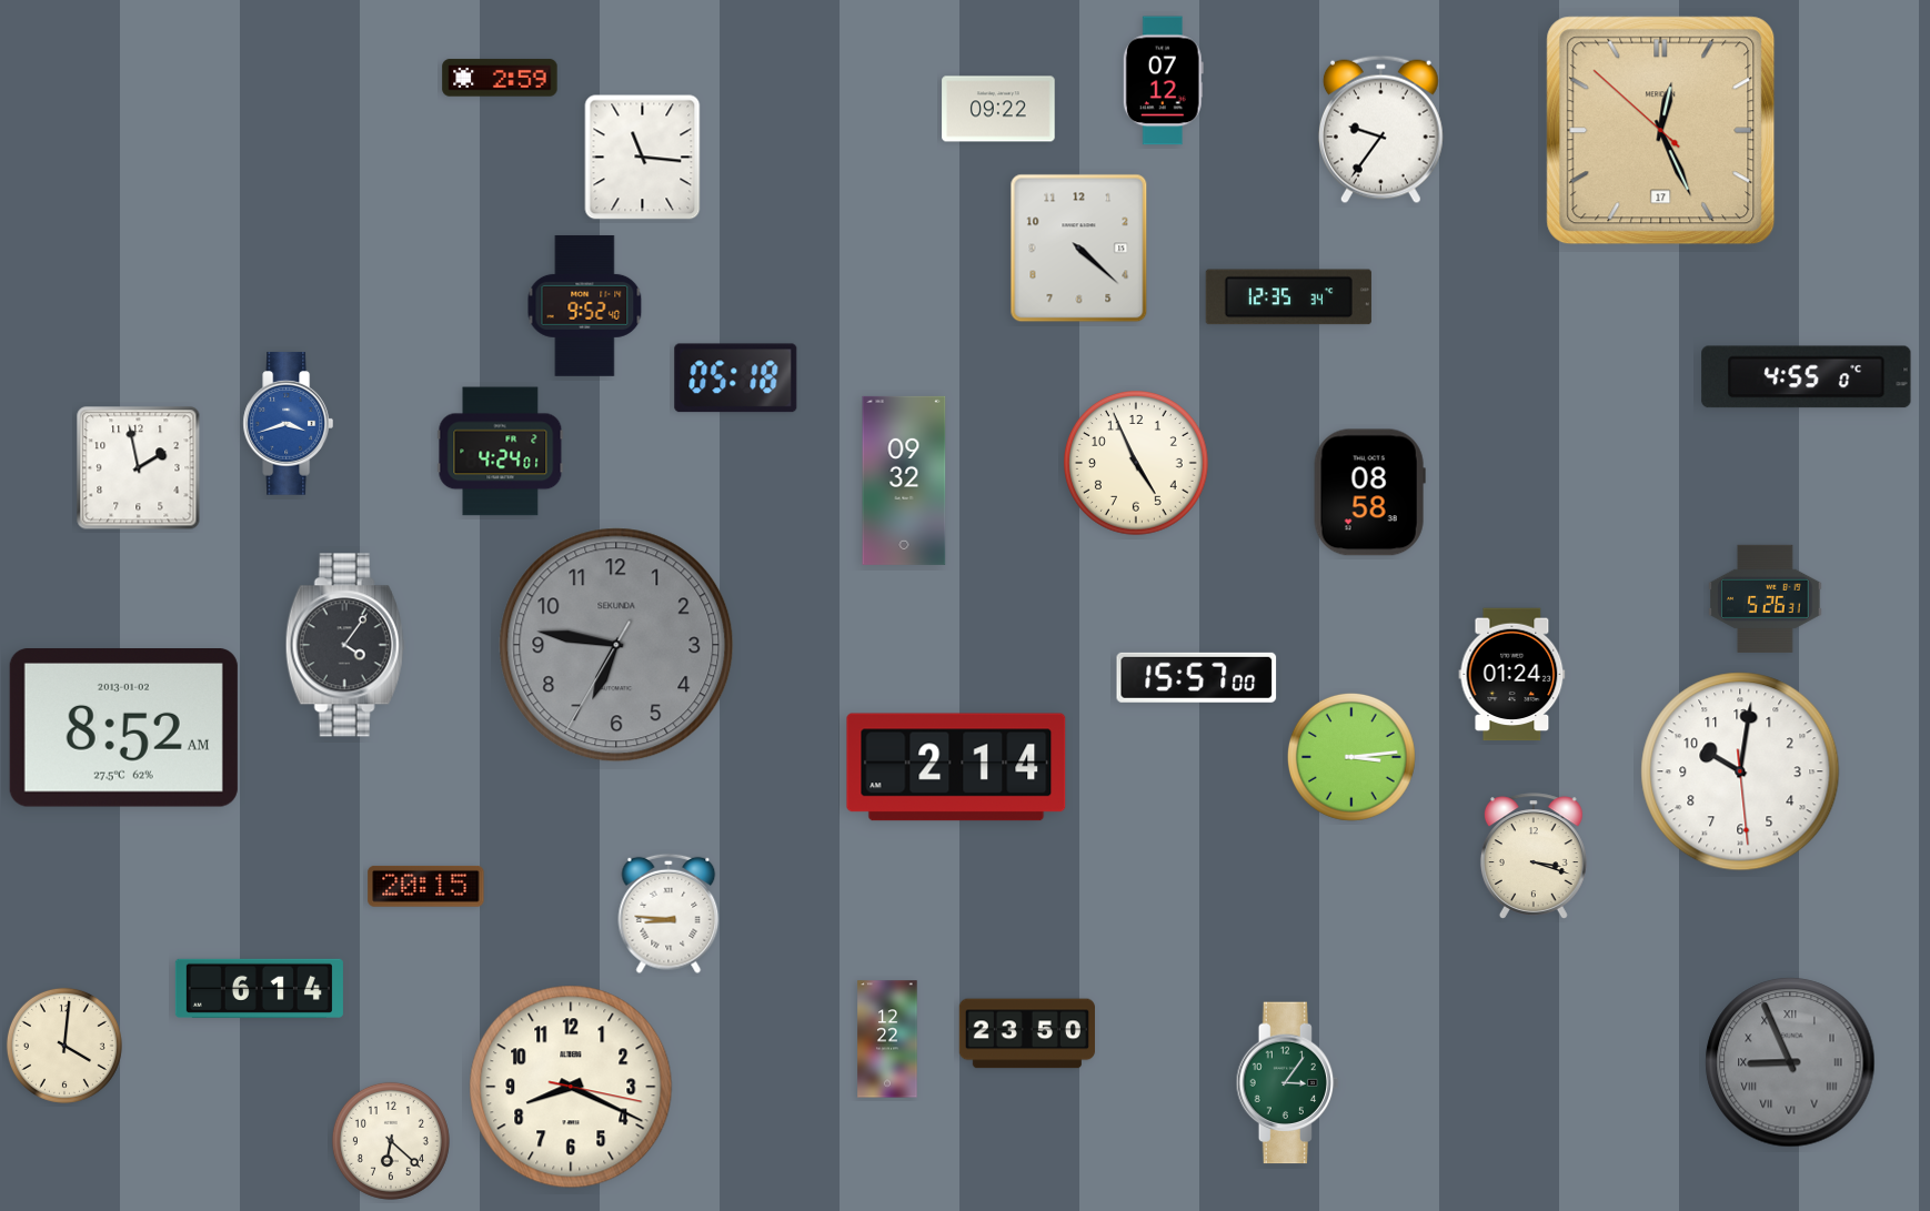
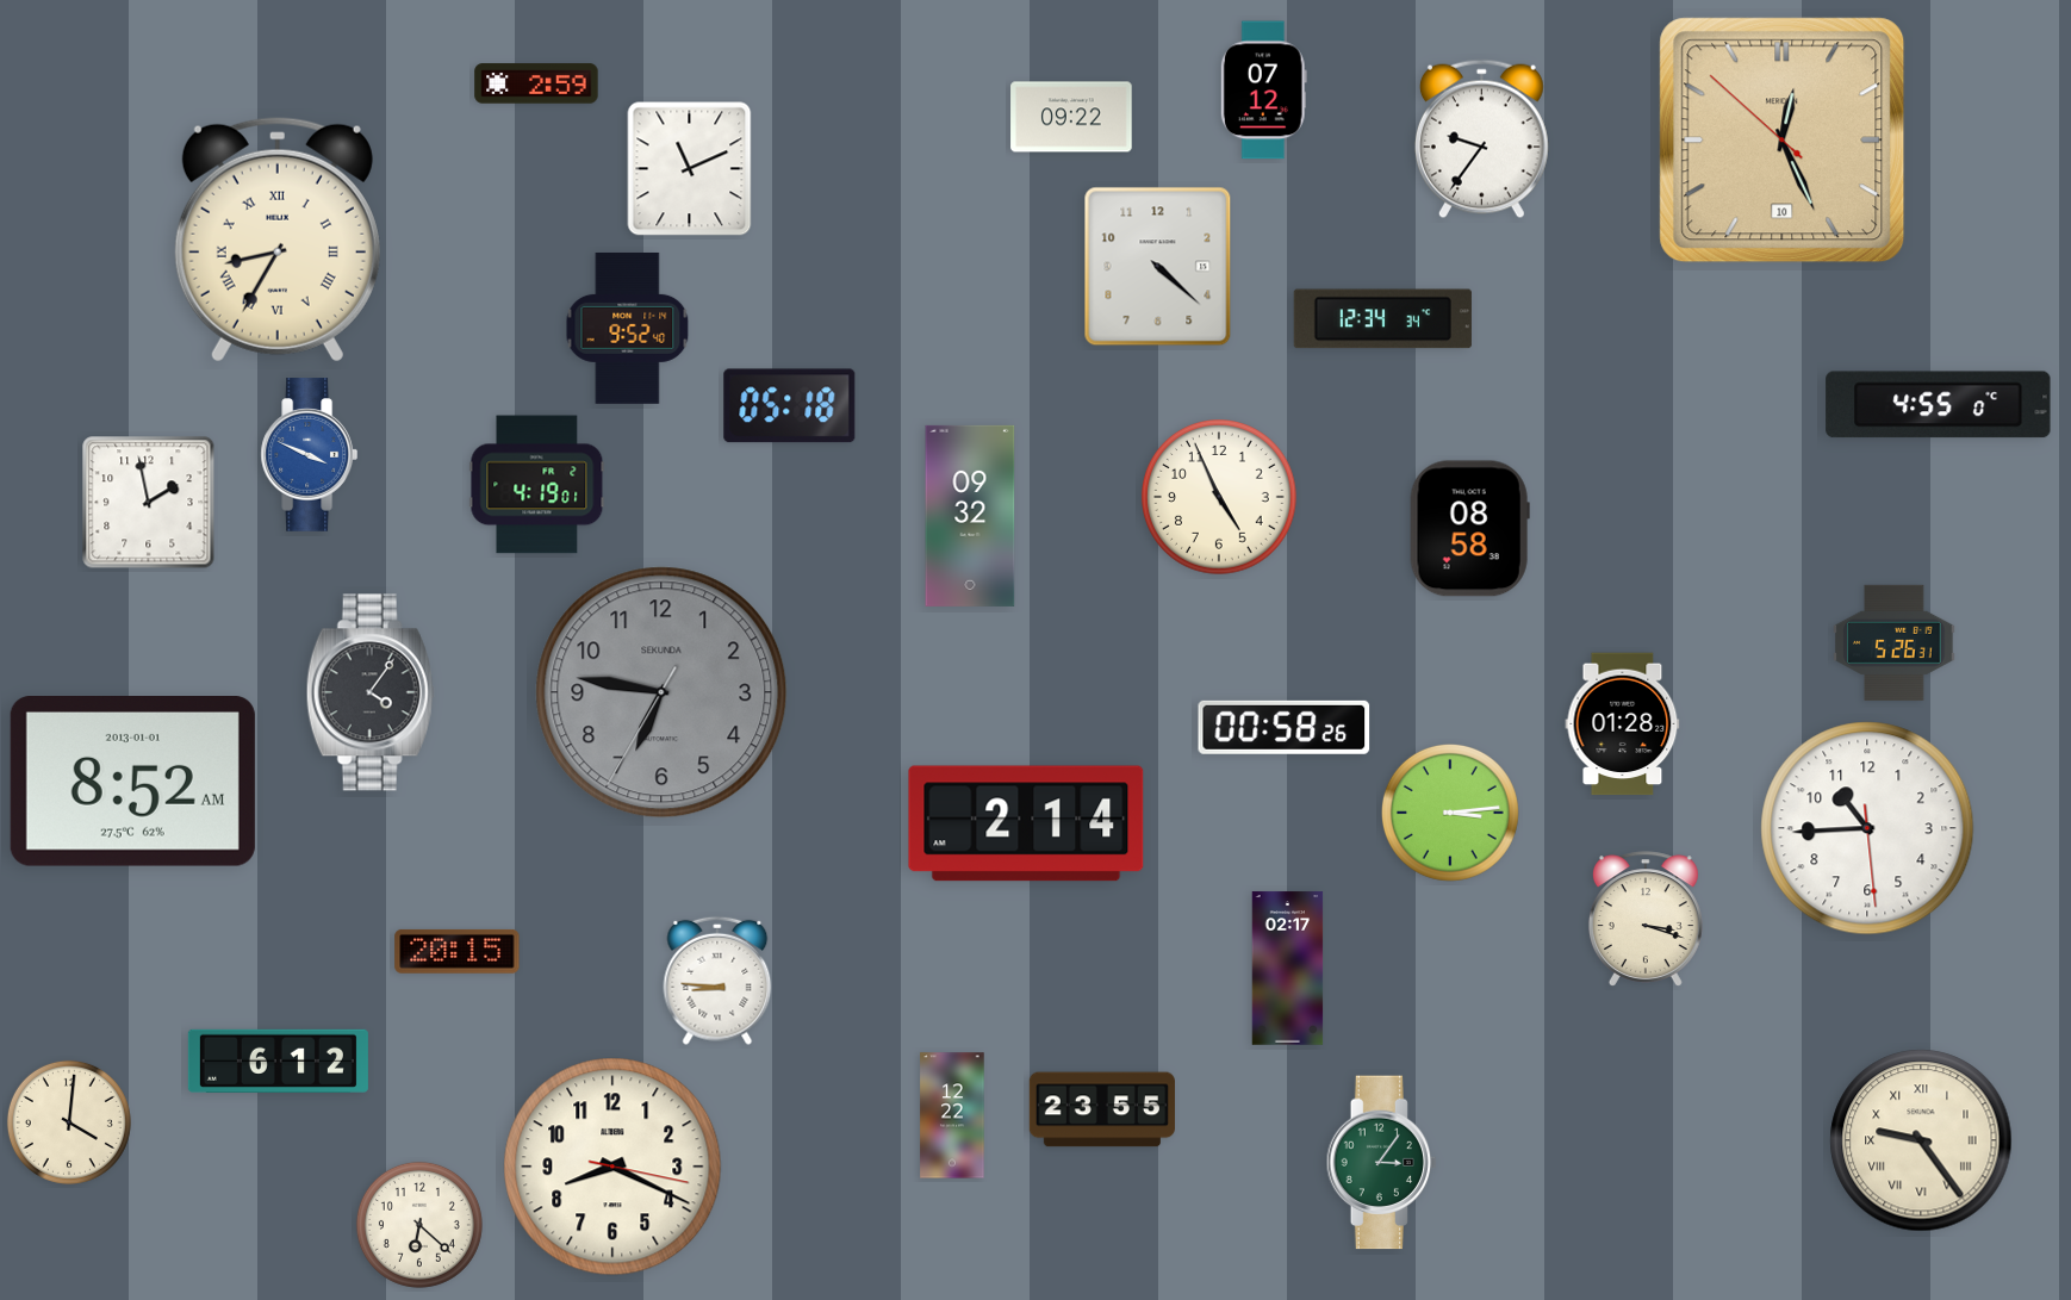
clock at (1163, 81) position: (1163, 81) -> (1263, 91)
clock at (1661, 131) date: 17 -> 10
clock at (643, 158): 11:16 -> 11:11
clock at (278, 240): none -> 8:35
clock at (1288, 297): 12:35 -> 12:34
clock at (288, 424): 3:42 -> 3:49
clock at (501, 452): 4:24 -> 4:19
clock at (1512, 675): 01:24 -> 01:28
clock at (1197, 677): 15:57 -> 00:58
clock at (123, 728) date: 2013-01-02 -> 2013-01-01
clock at (1740, 771): 10:01 -> 10:44
clock at (1288, 969): none -> 02:17
clock at (259, 988): 6:14 -> 6:12
clock at (1027, 1033): 23:50 -> 23:55
clock at (1790, 1062): 8:56 -> 9:24
clock at (1790, 1062) dial: grey -> cream
